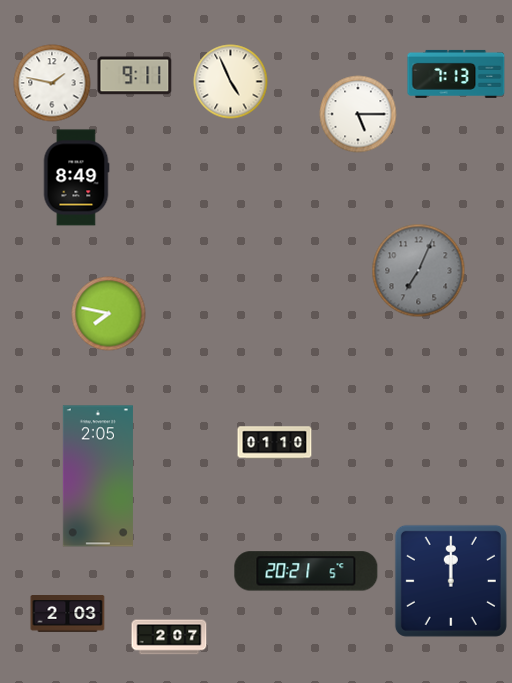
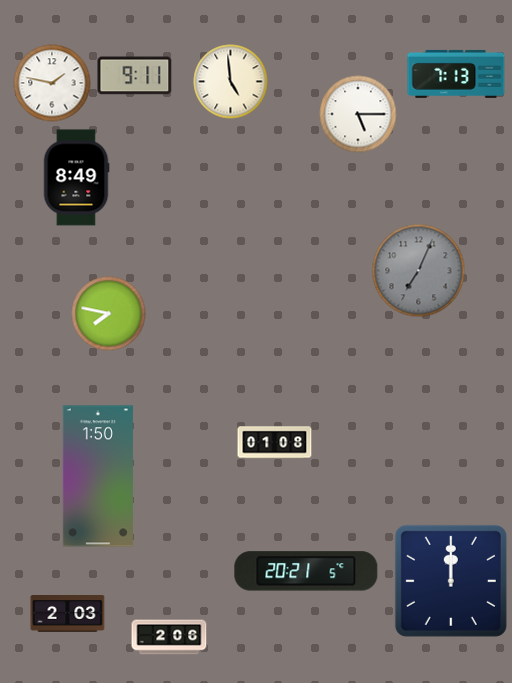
clock at (231, 82): 4:56 -> 4:59
clock at (275, 443): 01:10 -> 01:08
clock at (98, 476): 2:05 -> 1:50
clock at (169, 637): 2:07 -> 2:06
